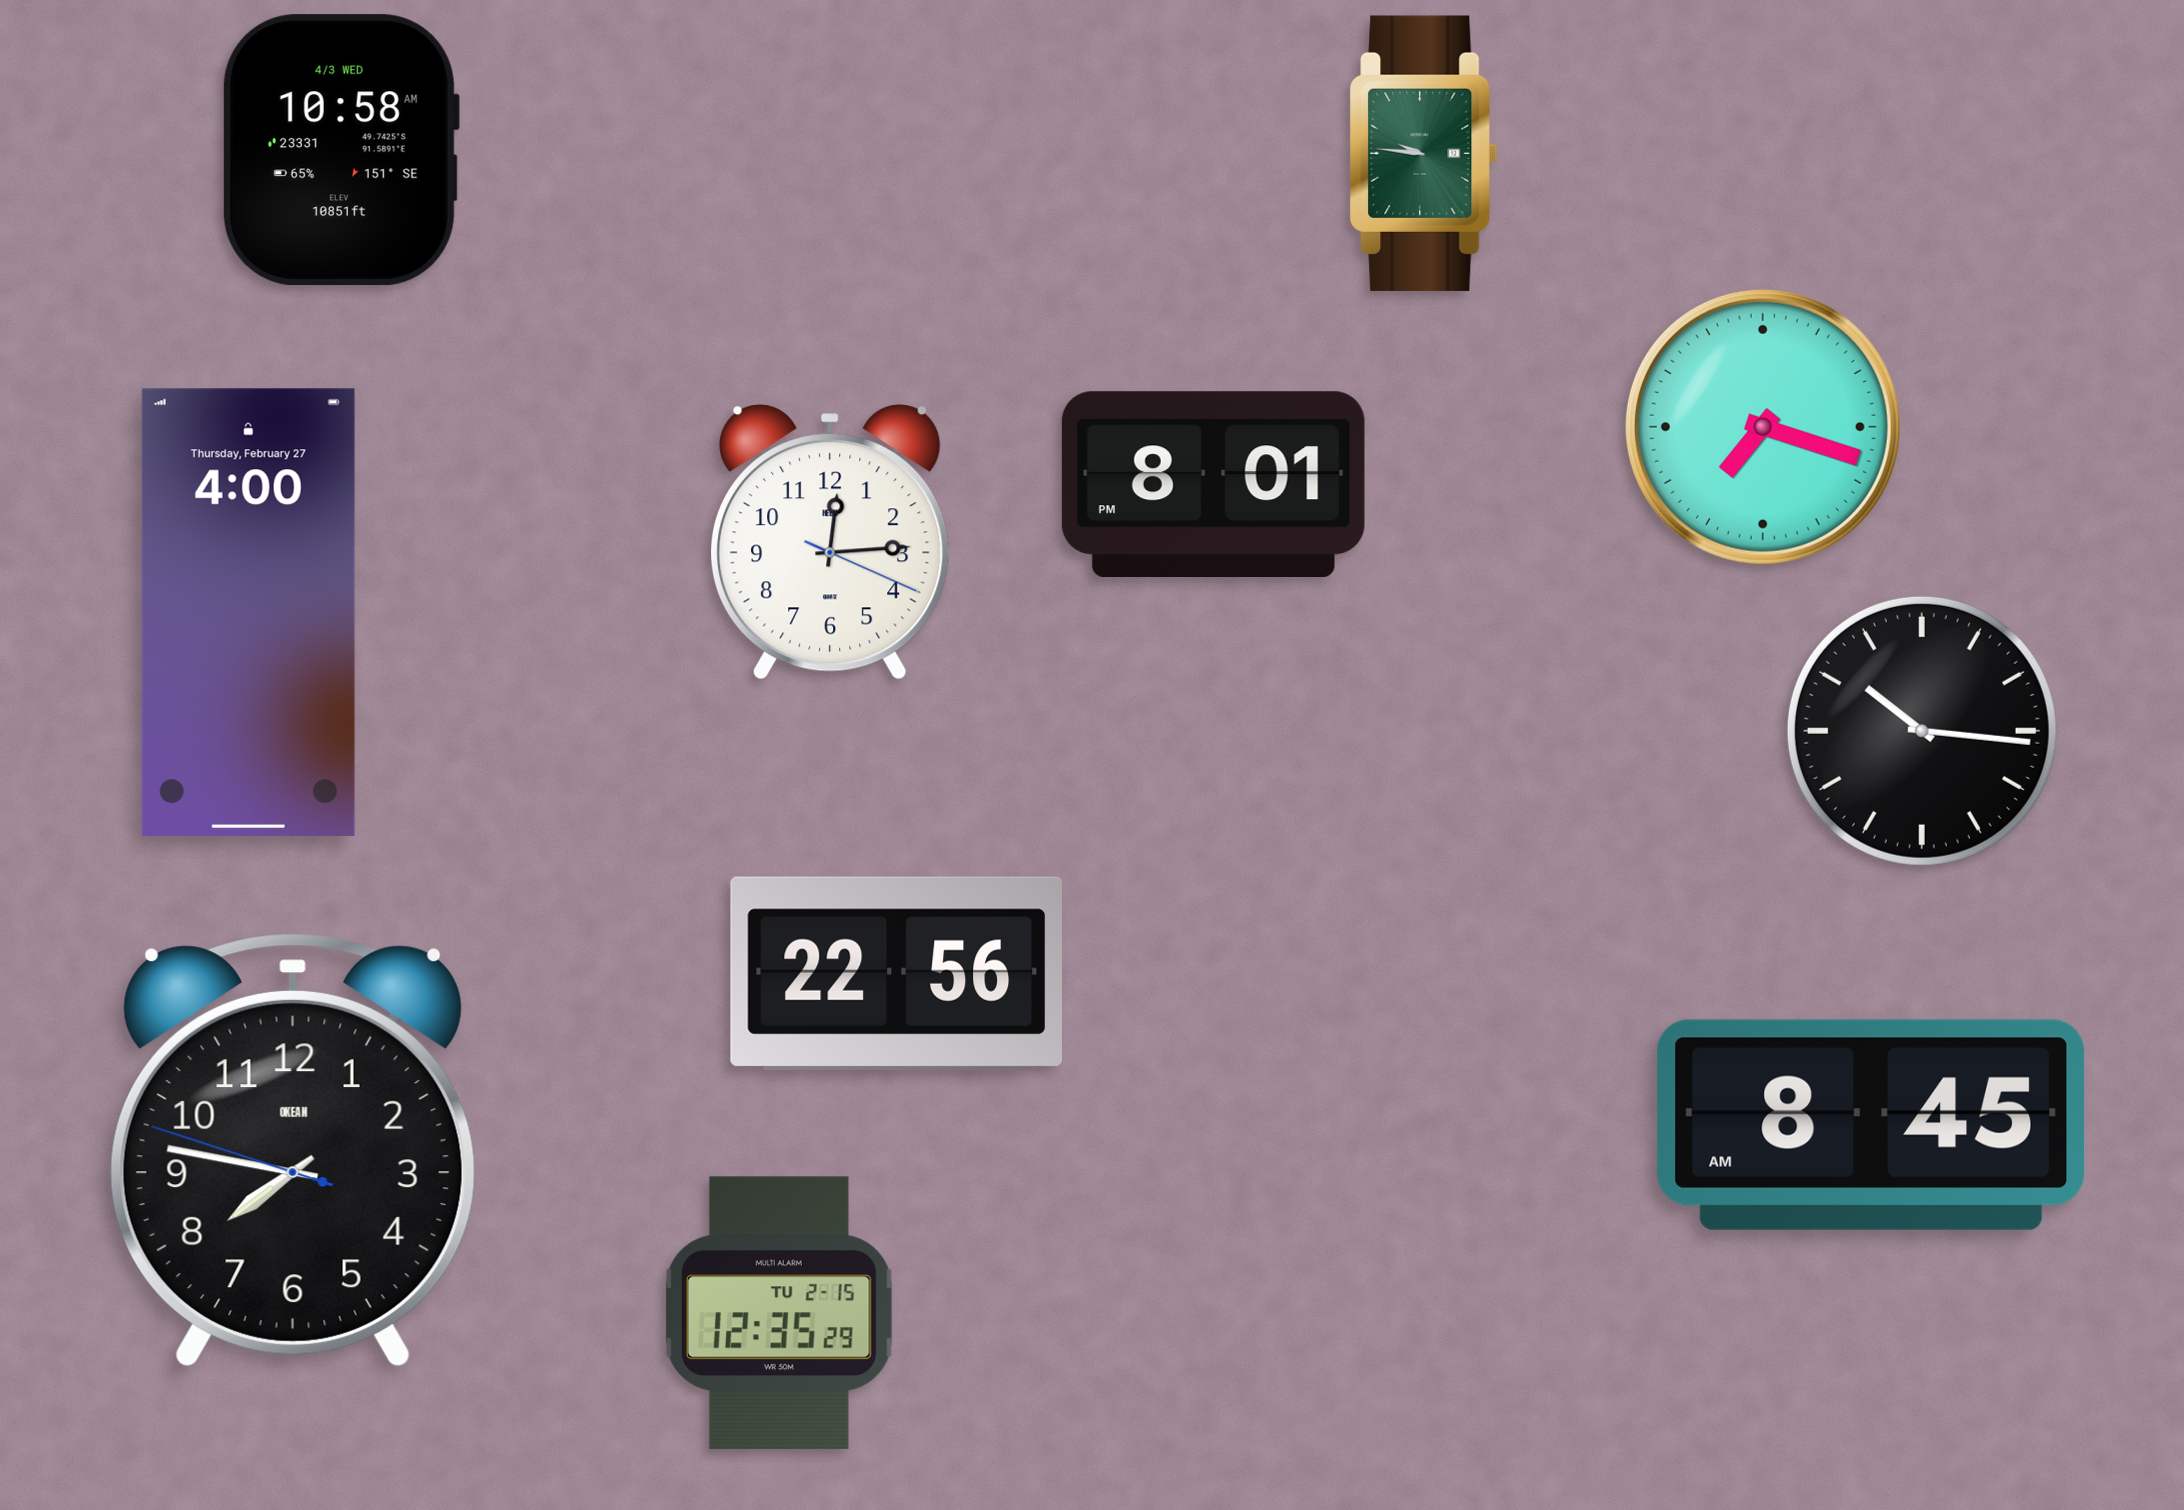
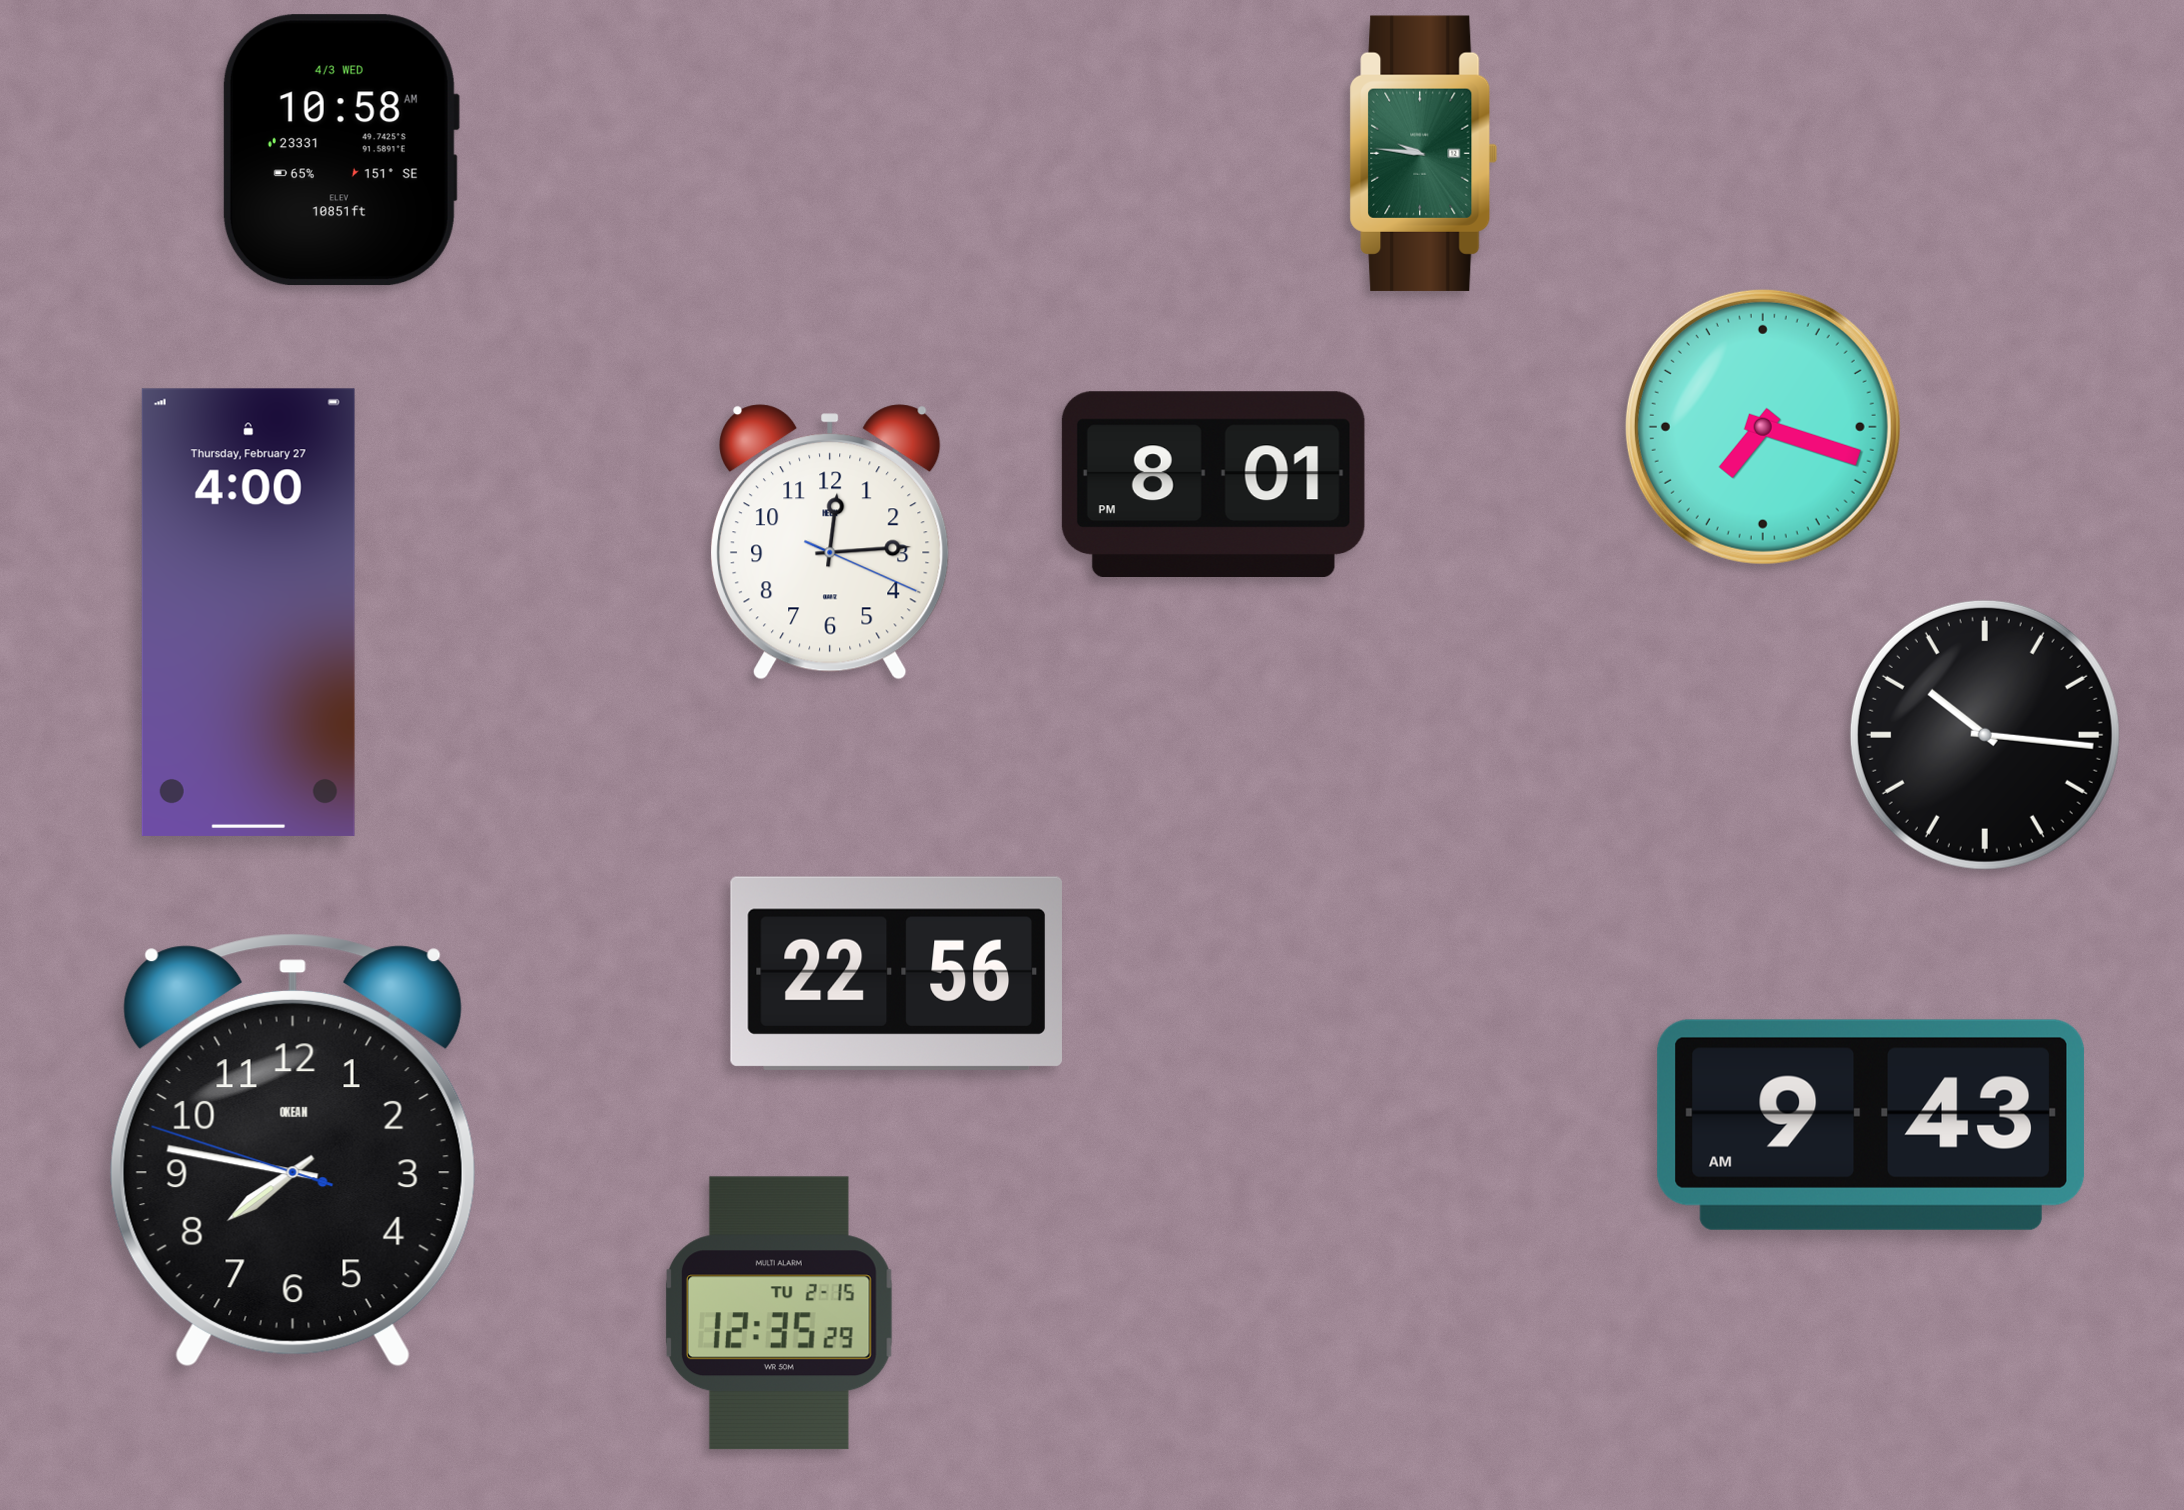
clock at (1922, 731) position: (1922, 731) -> (1985, 735)
clock at (1871, 1125): 8:45 -> 9:43
